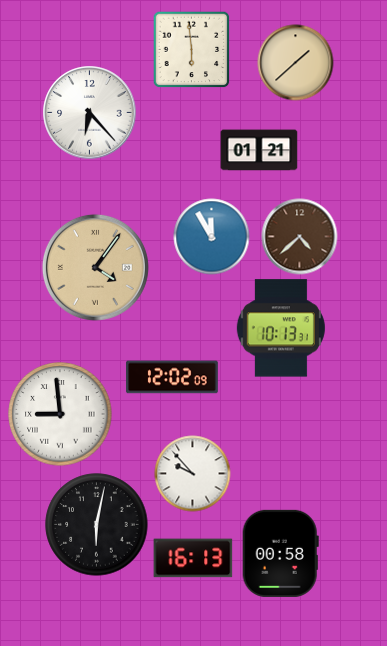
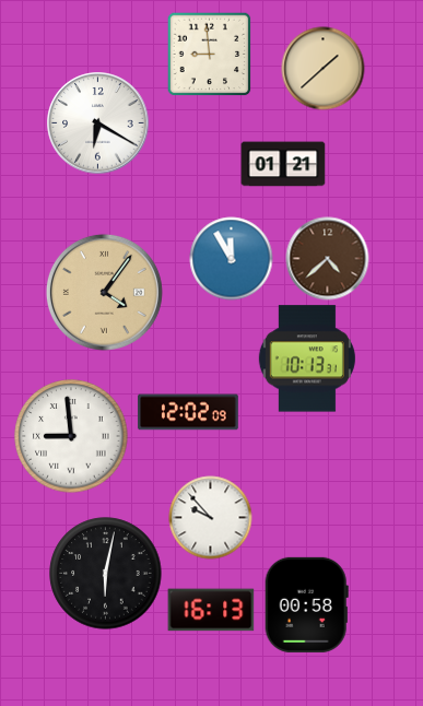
clock at (191, 49): 5:59 -> 8:59
clock at (90, 113): 6:23 -> 6:20
clock at (60, 414) position: (60, 414) -> (71, 436)
